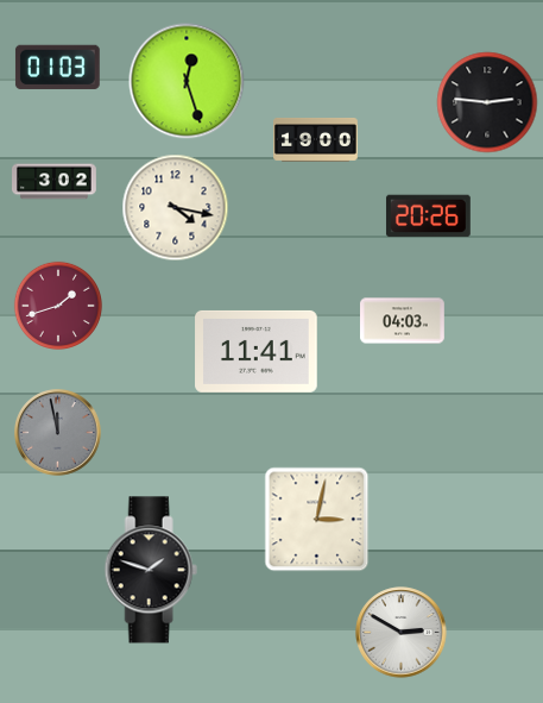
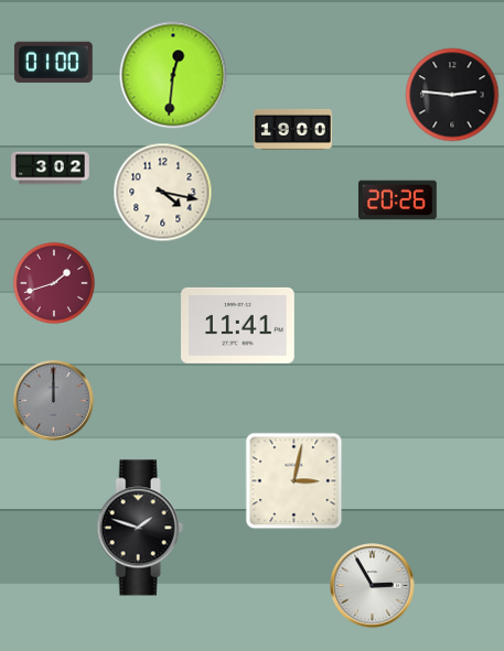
clock at (57, 67): 01:03 -> 01:00
clock at (187, 81): 12:27 -> 12:31
clock at (403, 321): 04:03 -> none
clock at (58, 433): 11:58 -> 12:00
clock at (402, 633): 2:50 -> 2:55
